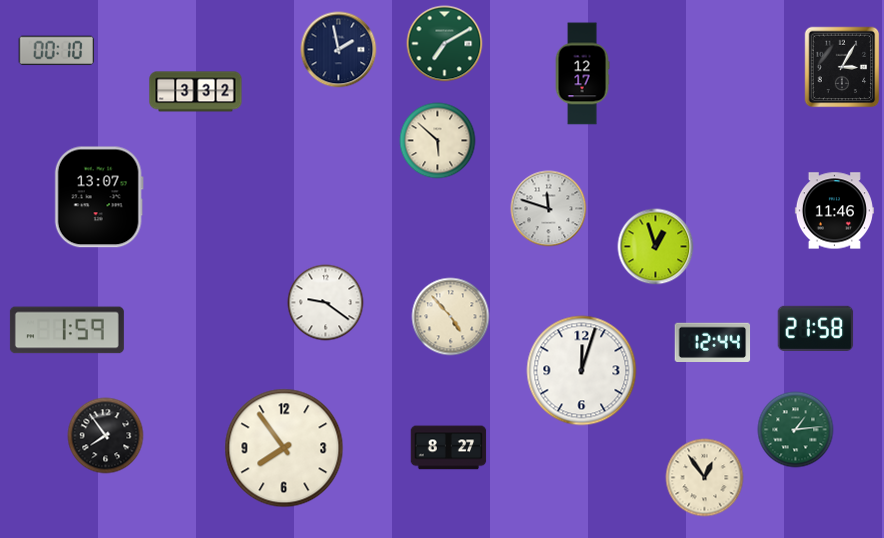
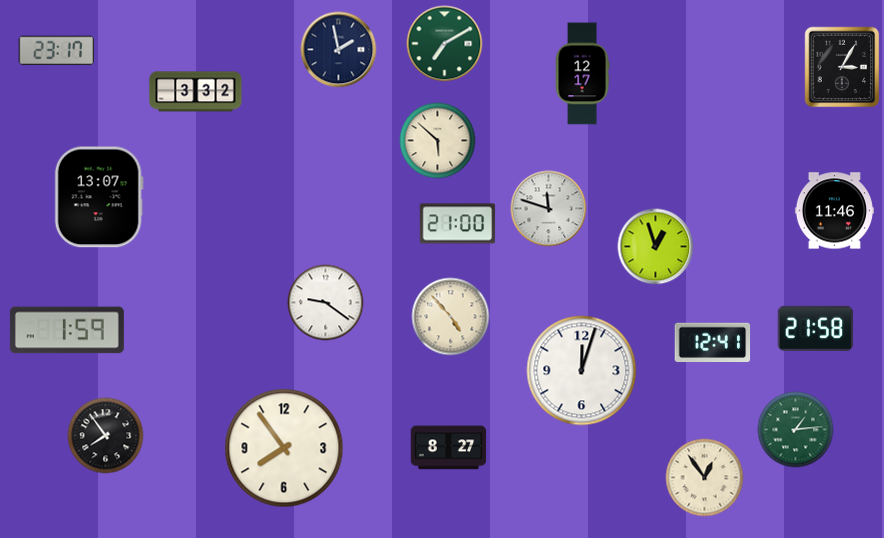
clock at (57, 51): 00:10 -> 23:17
clock at (458, 224): none -> 21:00
clock at (713, 342): 12:44 -> 12:41
